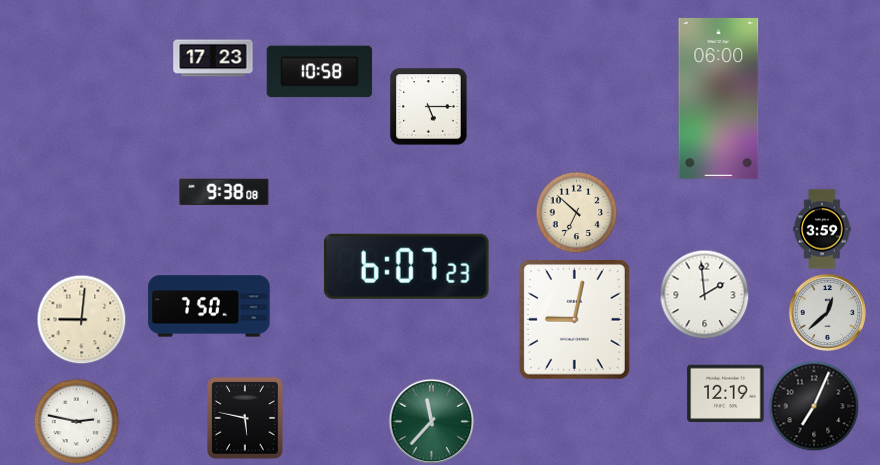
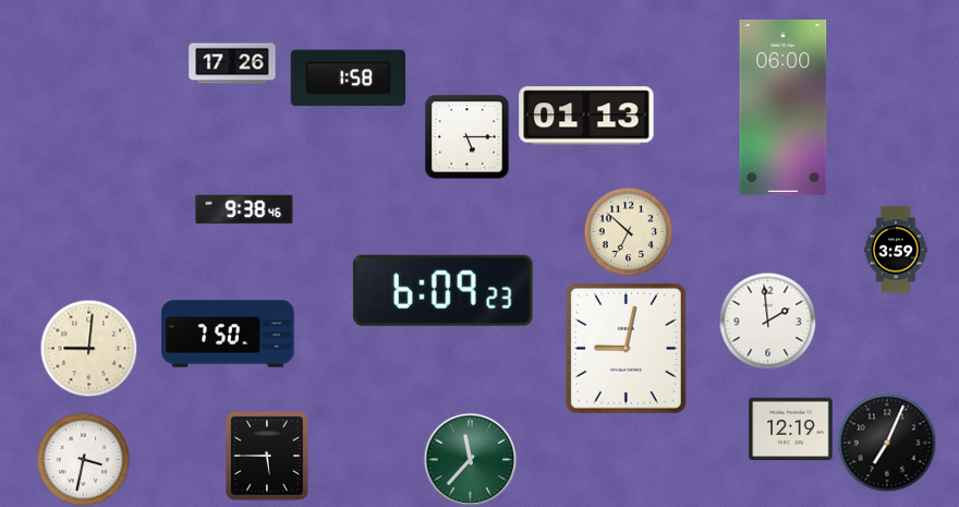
clock at (213, 58): 17:23 -> 17:26
clock at (320, 72): 10:58 -> 1:58
clock at (586, 116): none -> 01:13
clock at (429, 107) position: (429, 107) -> (468, 137)
clock at (224, 192): 9:38:08 -> 9:38:46
clock at (406, 266): 6:07 -> 6:09
clock at (827, 312): 12:38 -> none
clock at (245, 418): 5:47 -> 5:45
clock at (76, 421): 2:47 -> 3:32
